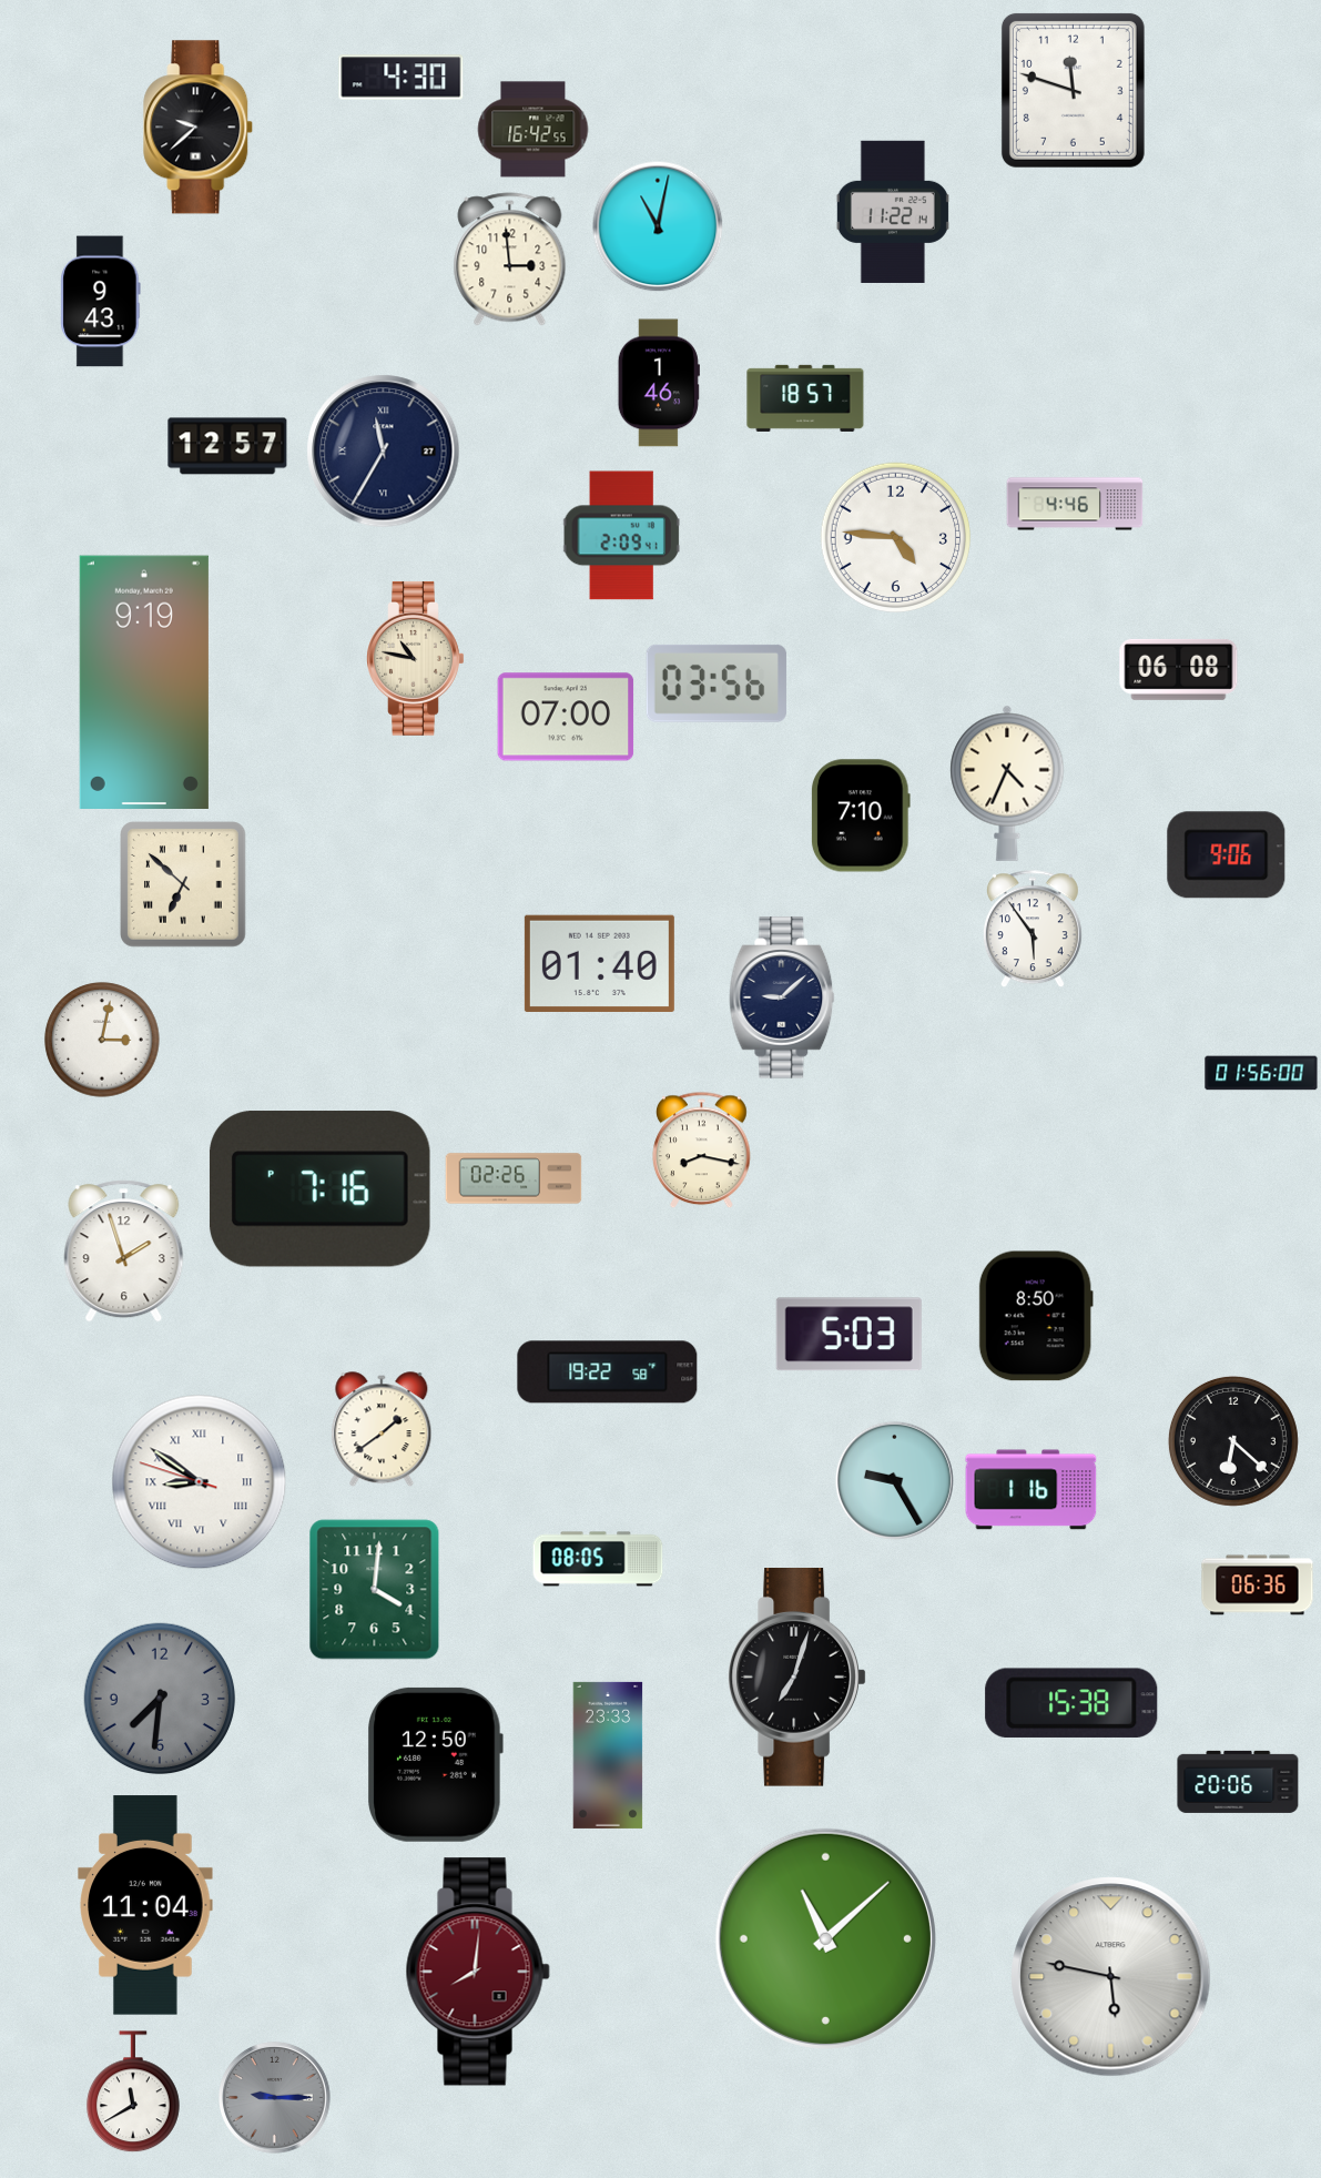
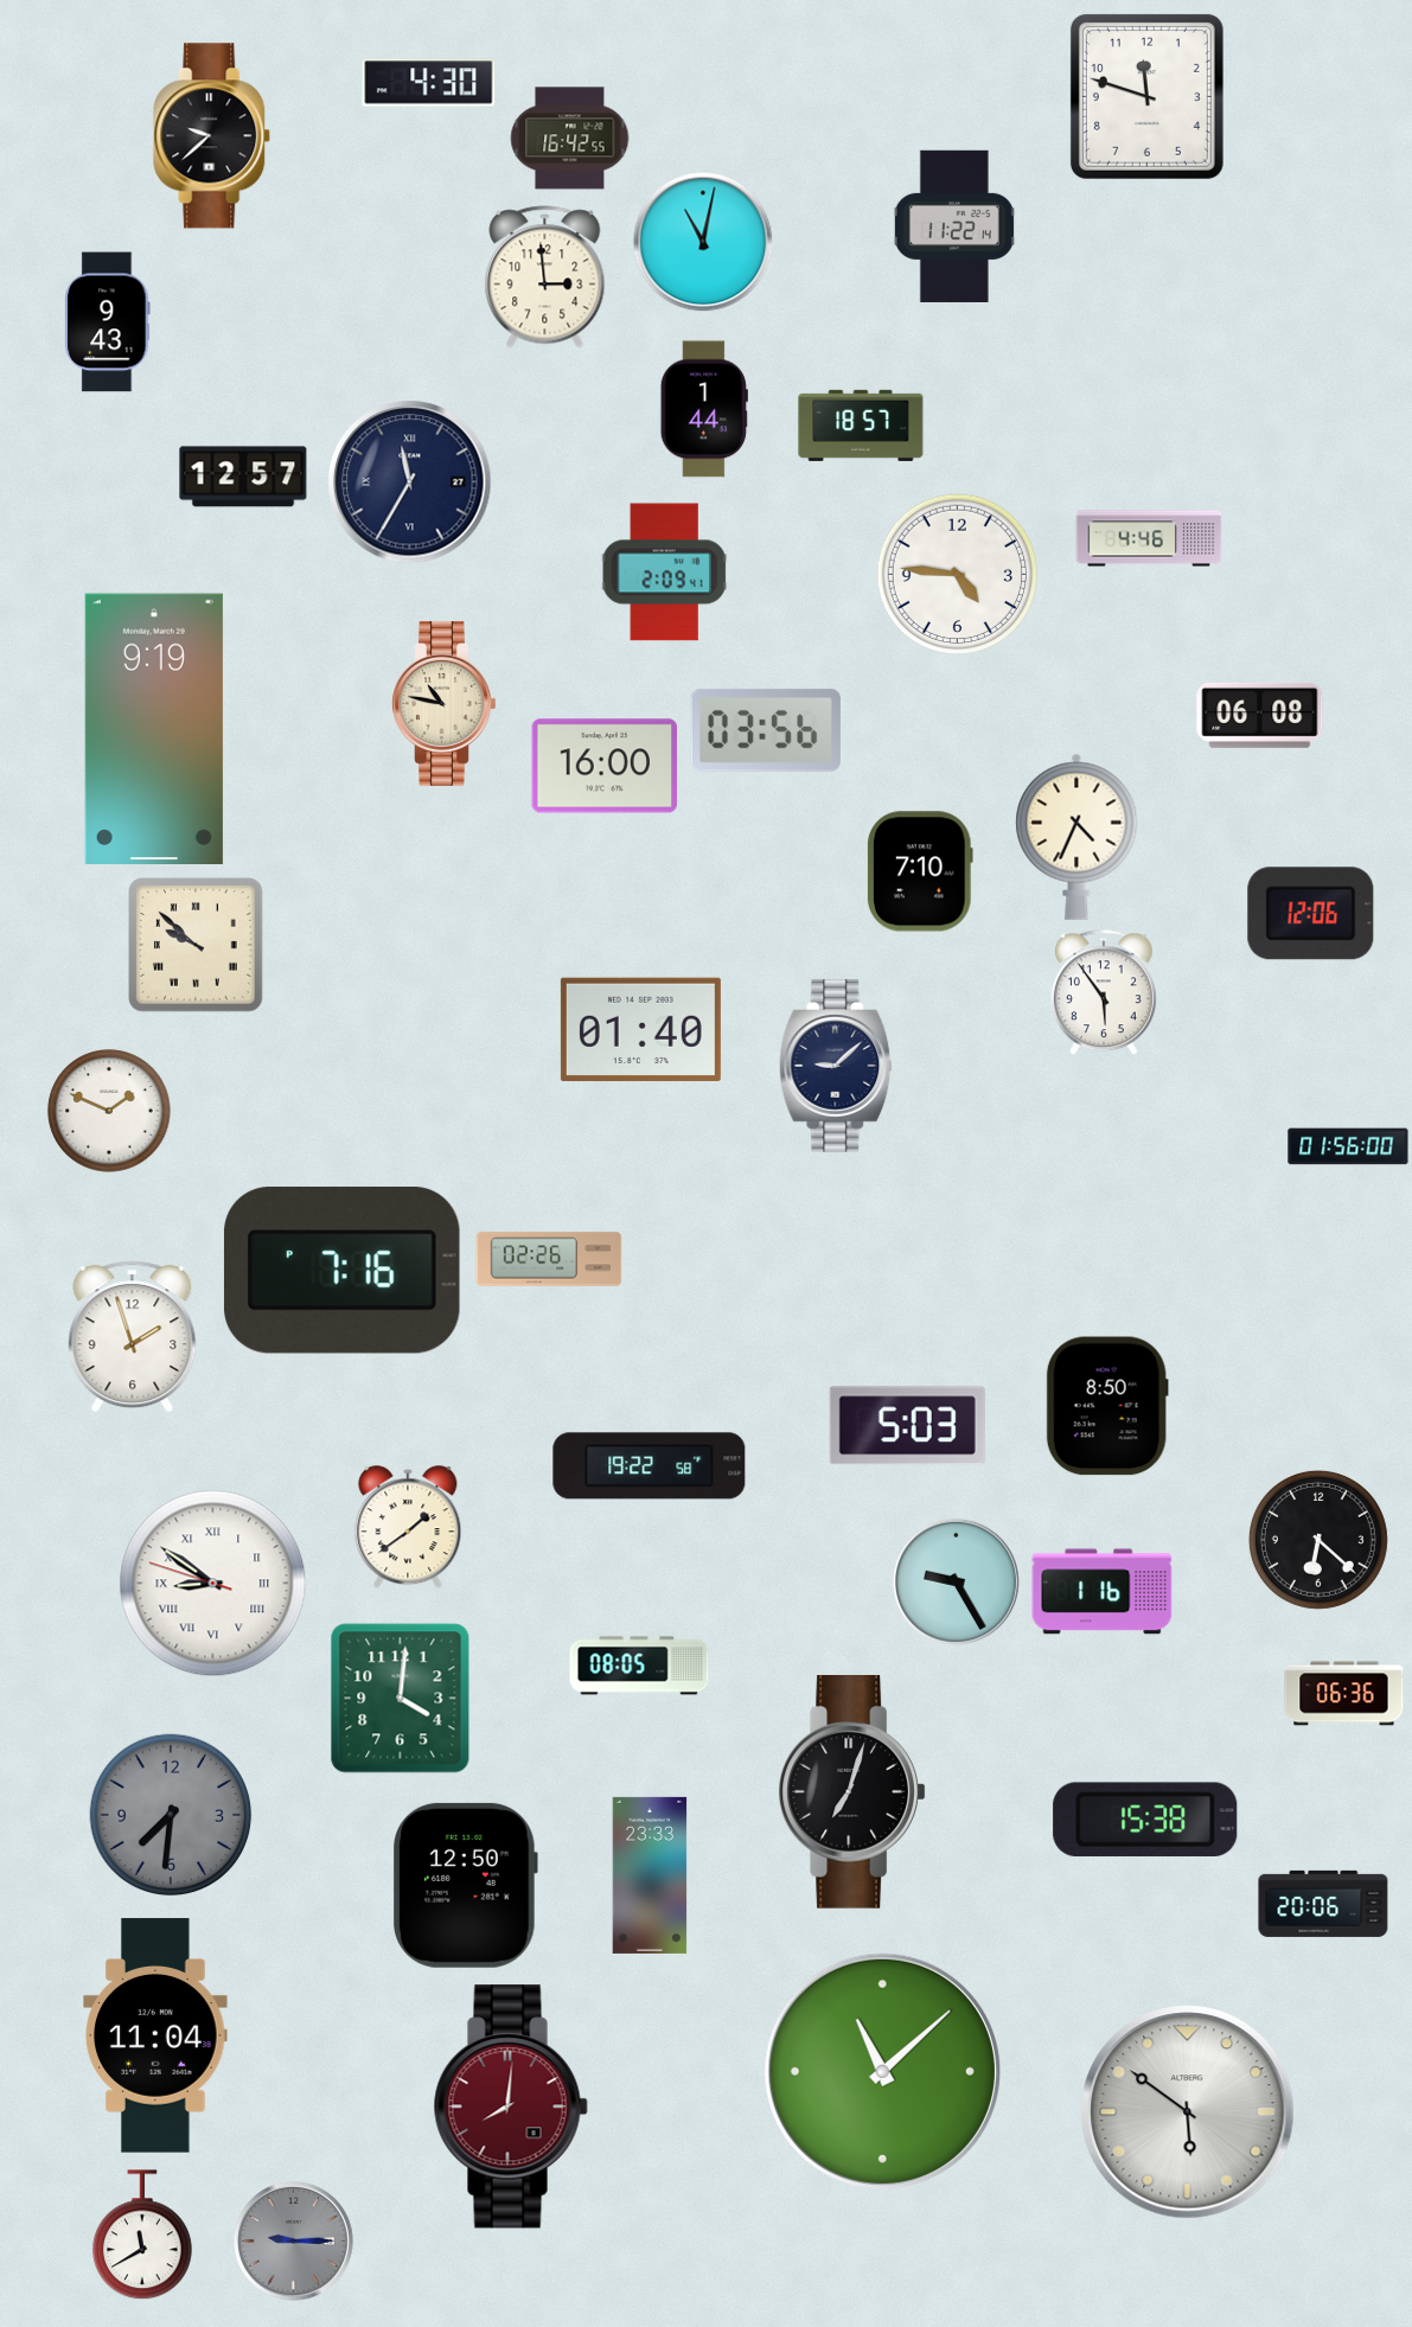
clock at (659, 383): 1:46 -> 1:44
clock at (566, 717): 07:00 -> 16:00
clock at (1227, 855): 9:06 -> 12:06
clock at (183, 884): 6:52 -> 9:52
clock at (102, 1040): 3:02 -> 1:49
clock at (702, 1149): 8:17 -> none
clock at (1111, 1977): 5:47 -> 5:51
